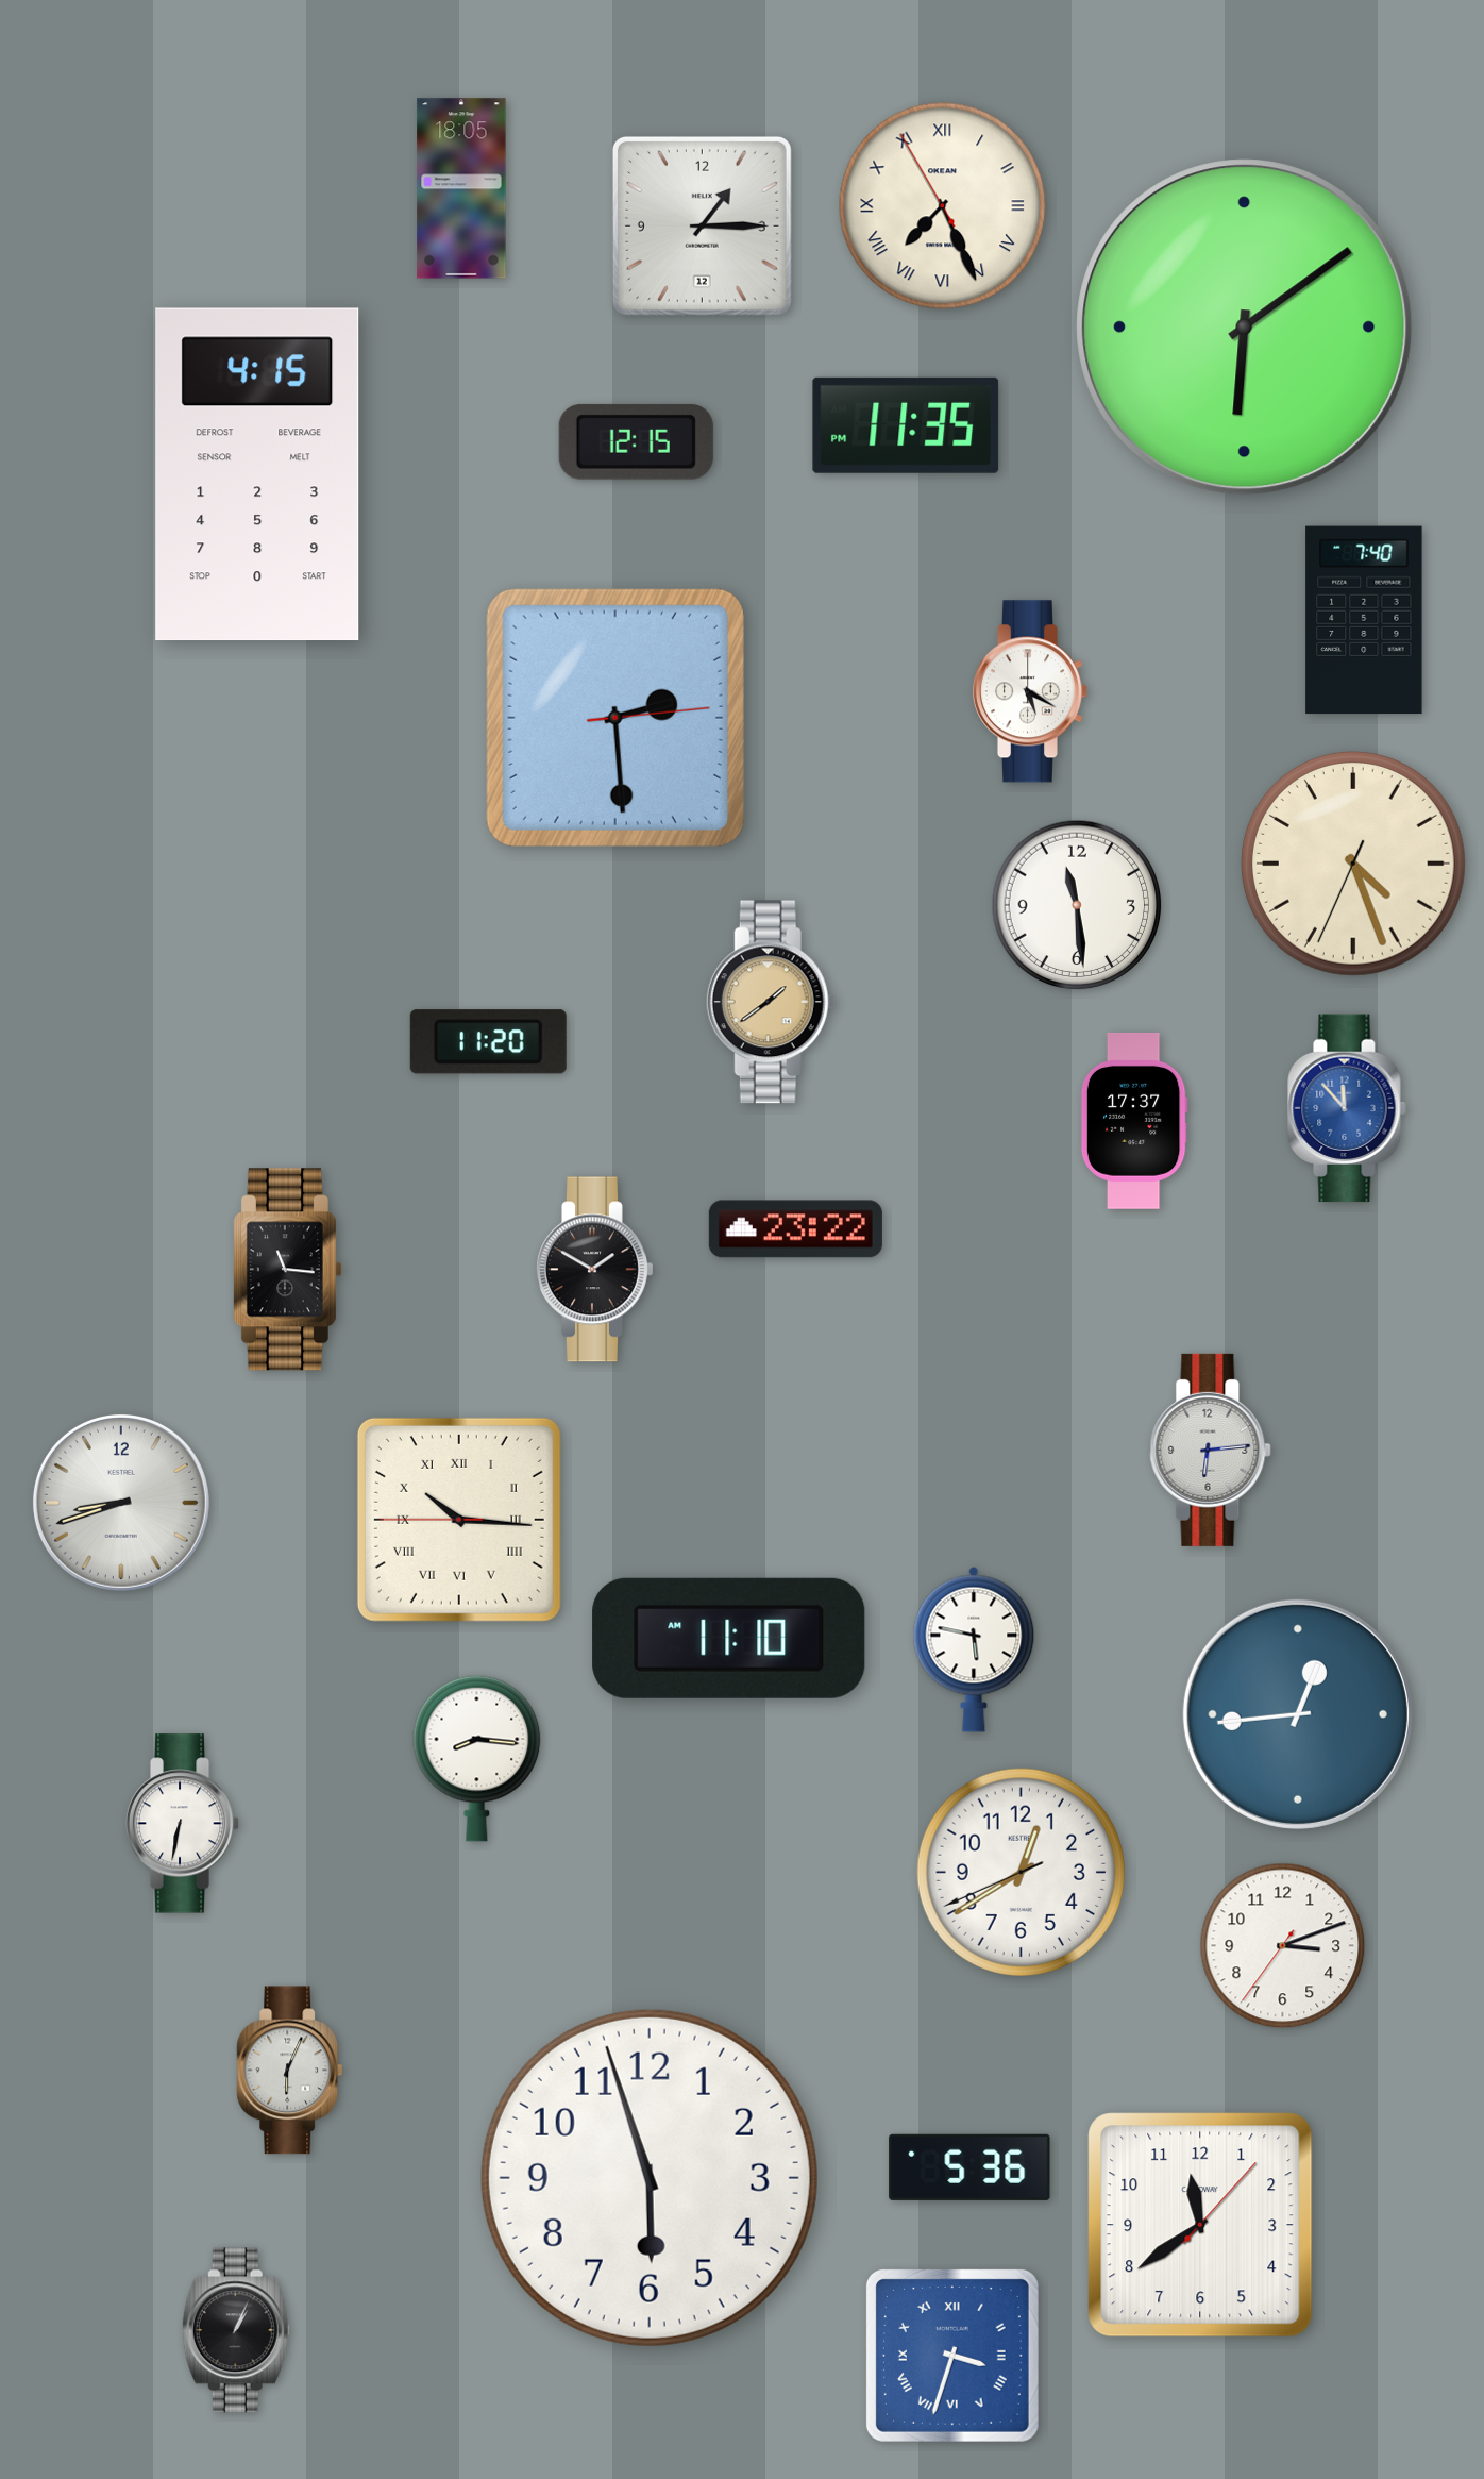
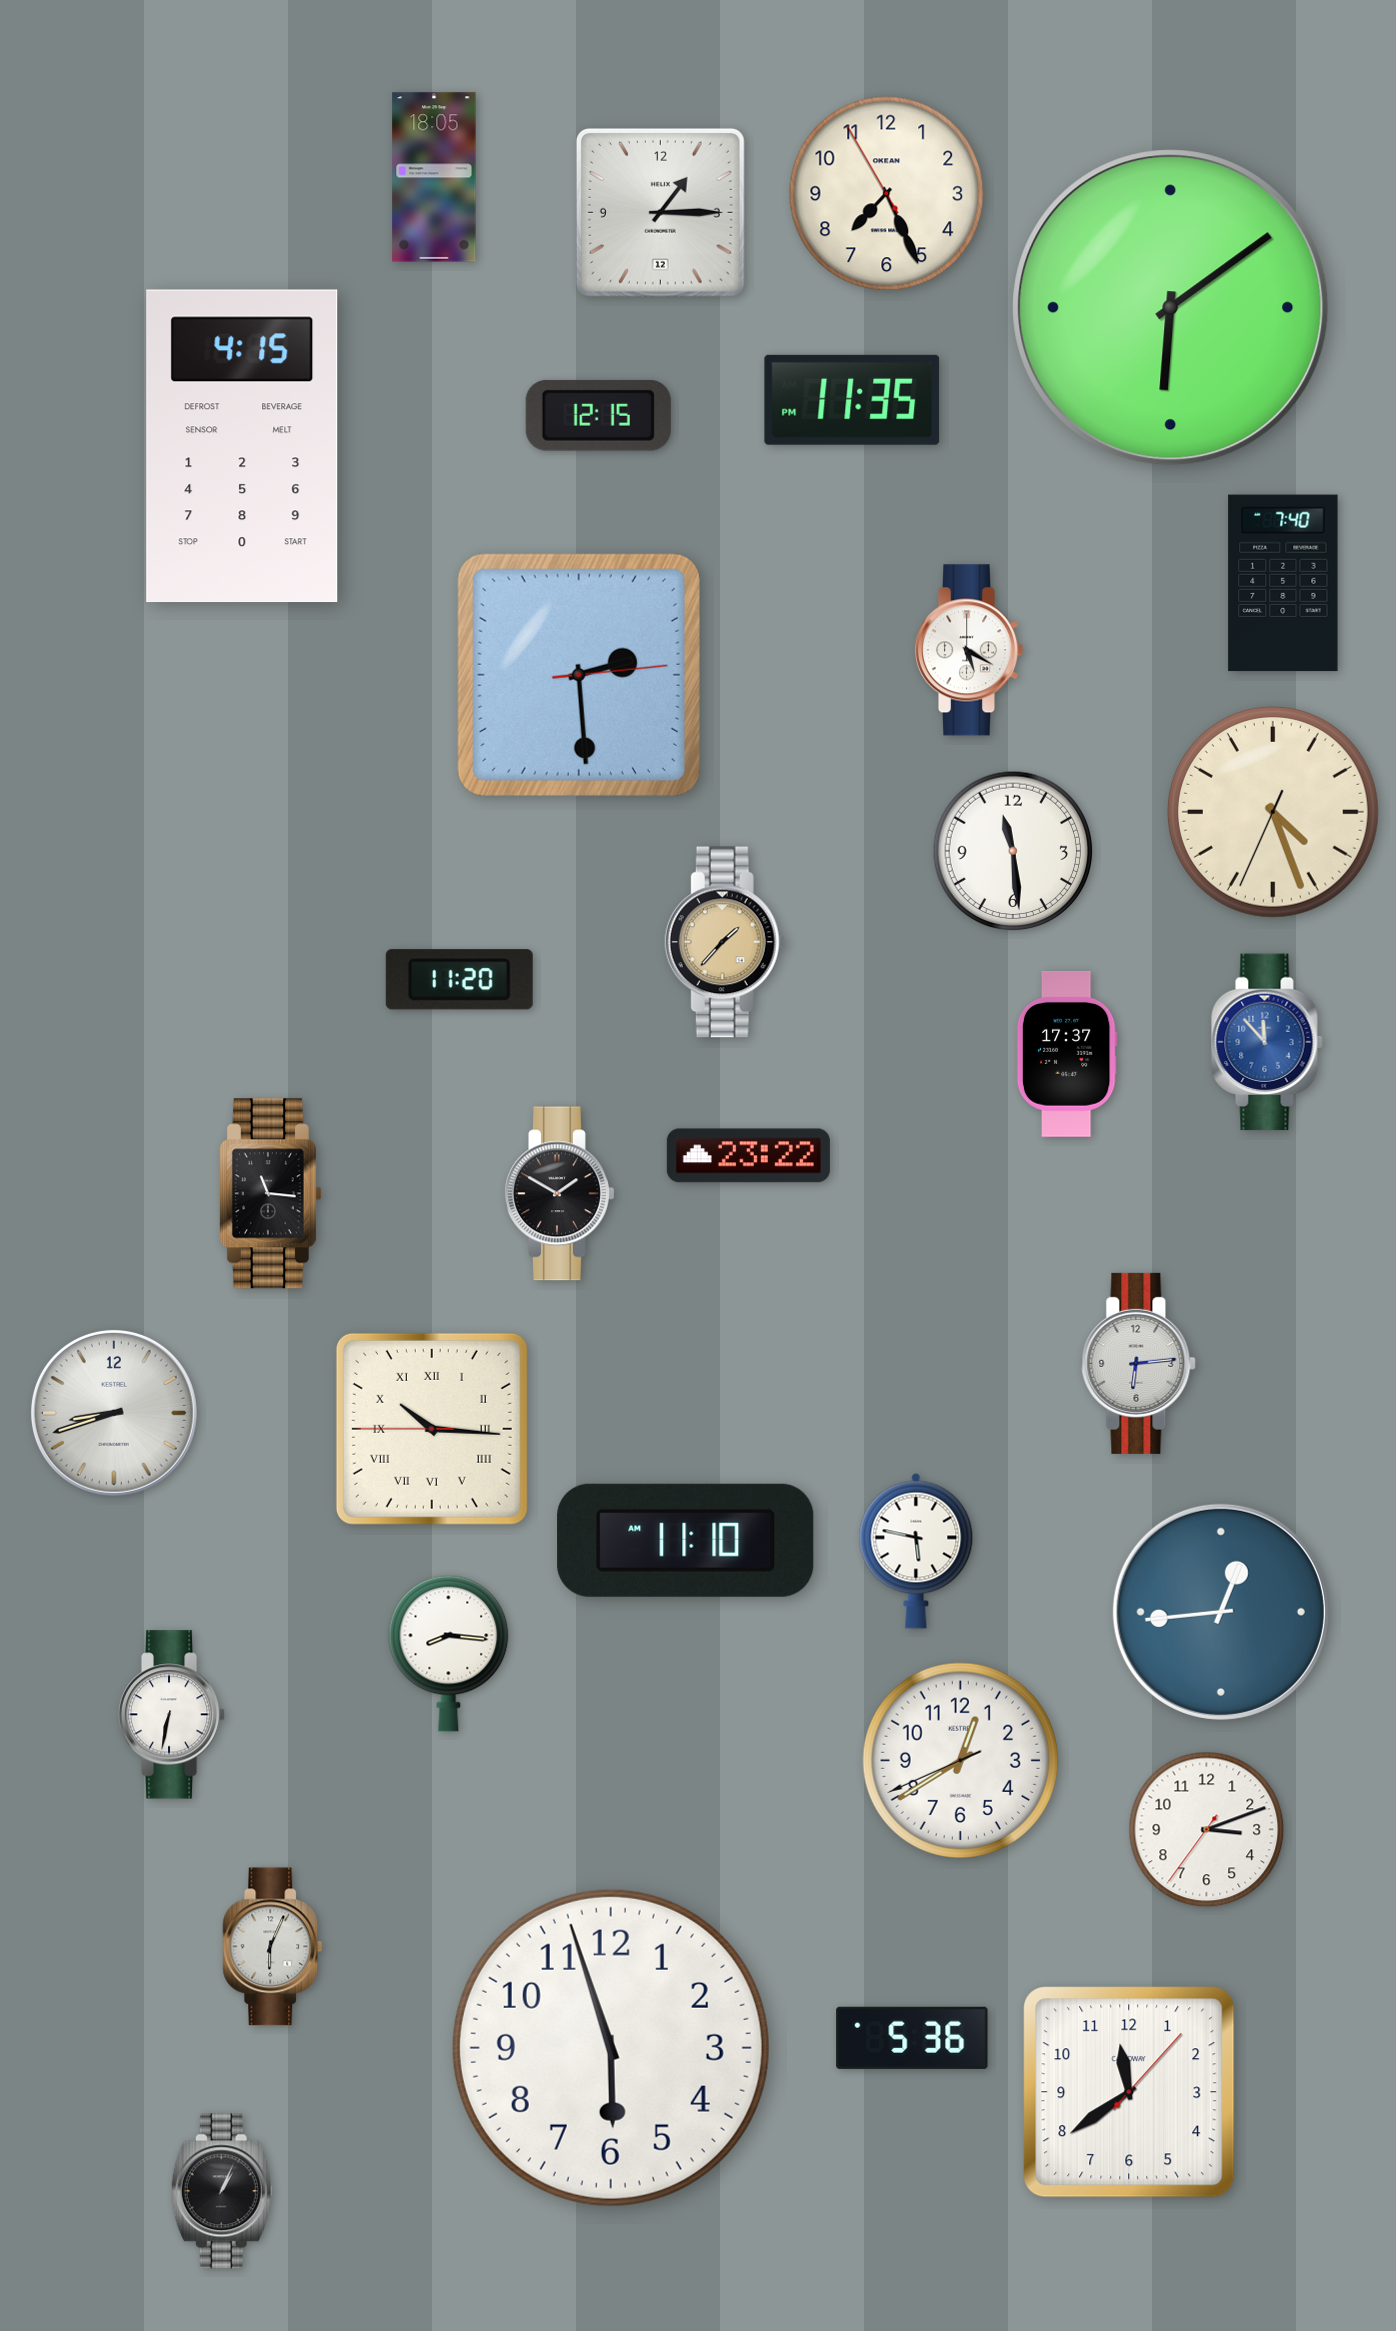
clock at (943, 206) numerals: Roman -> Arabic
clock at (771, 1002): 1:39 -> 1:37
clock at (952, 2356): 3:33 -> none
